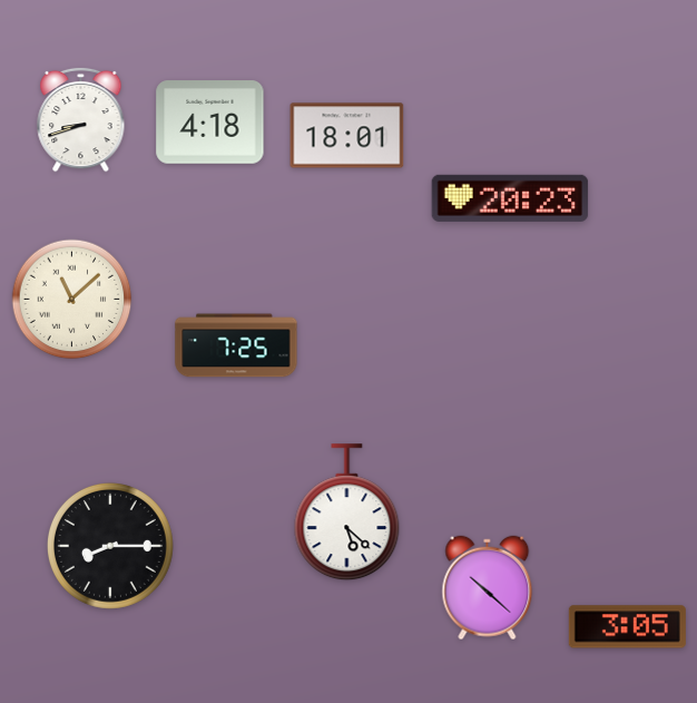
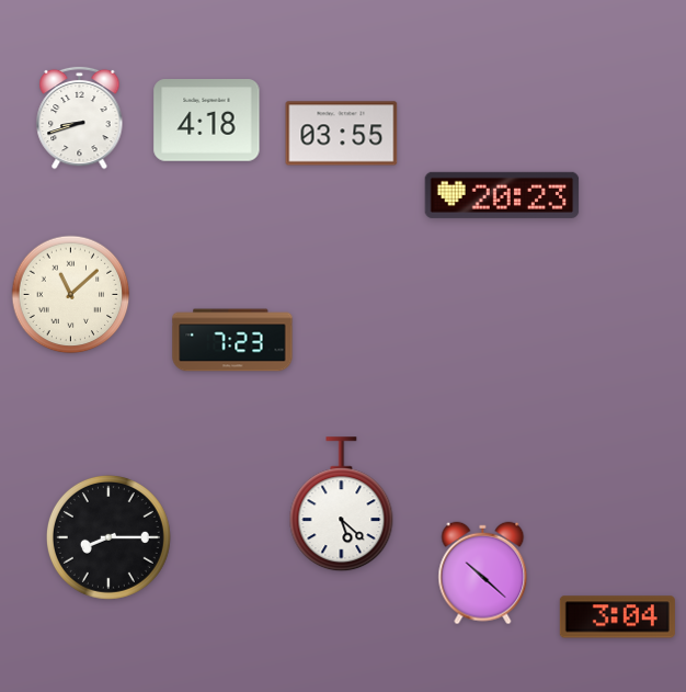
clock at (347, 136): 18:01 -> 03:55
clock at (236, 345): 7:25 -> 7:23
clock at (488, 588) position: (488, 588) -> (483, 574)
clock at (627, 627): 3:05 -> 3:04
